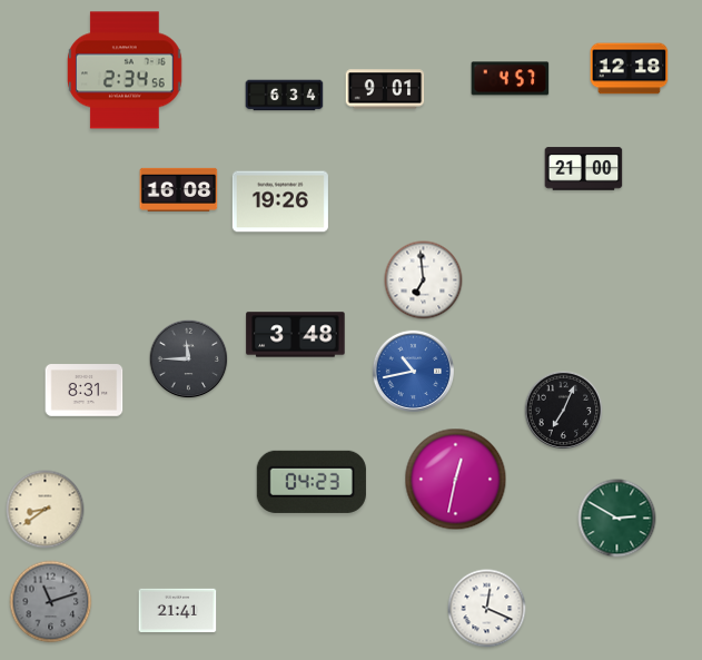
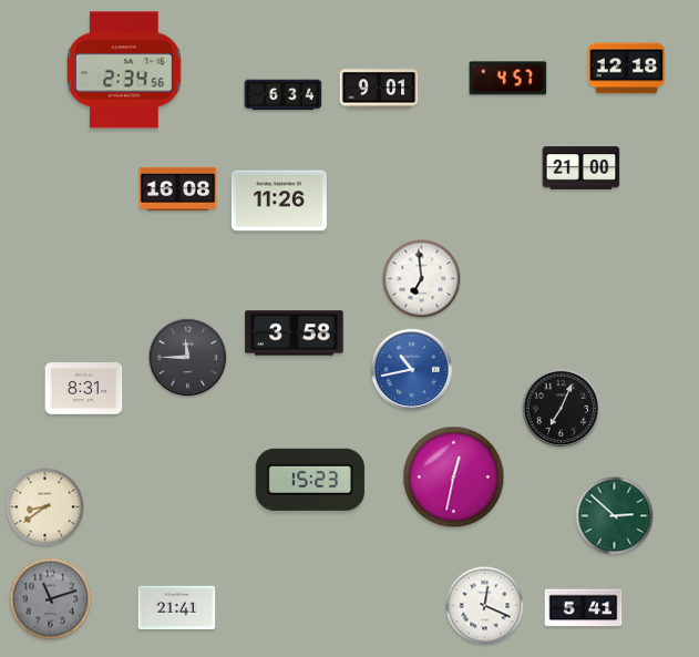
clock at (385, 89) position: (385, 89) -> (379, 89)
clock at (280, 201): 19:26 -> 11:26
clock at (296, 335): 3:48 -> 3:58
clock at (312, 482): 04:23 -> 15:23
clock at (617, 519): 2:50 -> 2:52
clock at (584, 608): none -> 5:41
